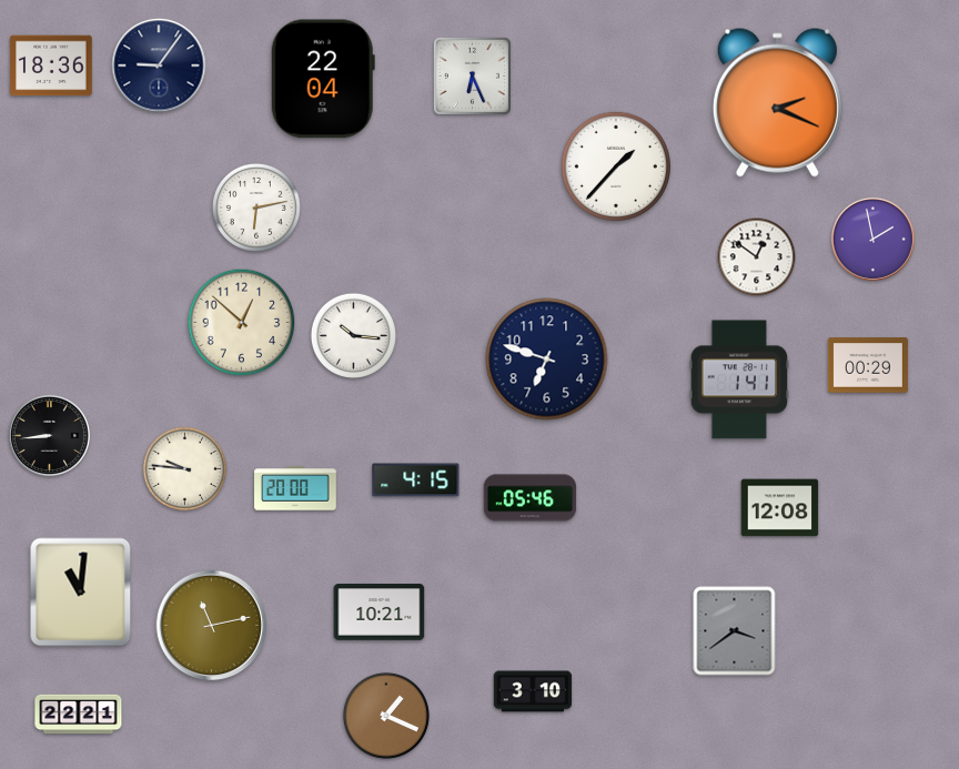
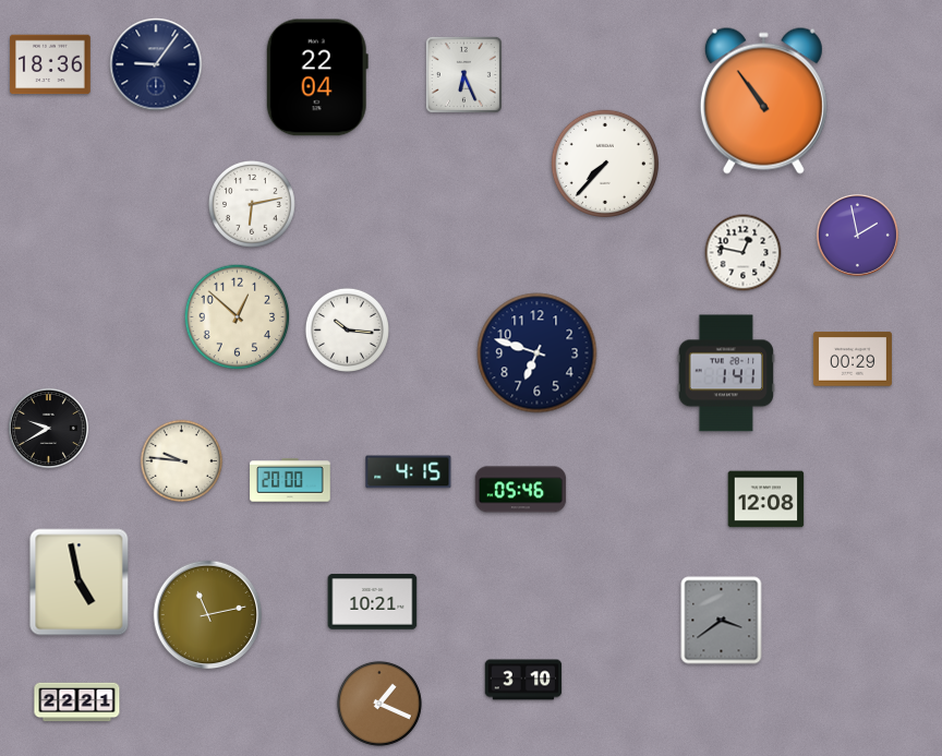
clock at (777, 102): 2:19 -> 10:54
clock at (616, 166): 1:37 -> 7:37
clock at (757, 257): 12:51 -> 12:47
clock at (49, 435): 8:44 -> 9:40
clock at (81, 593): 11:01 -> 4:58
